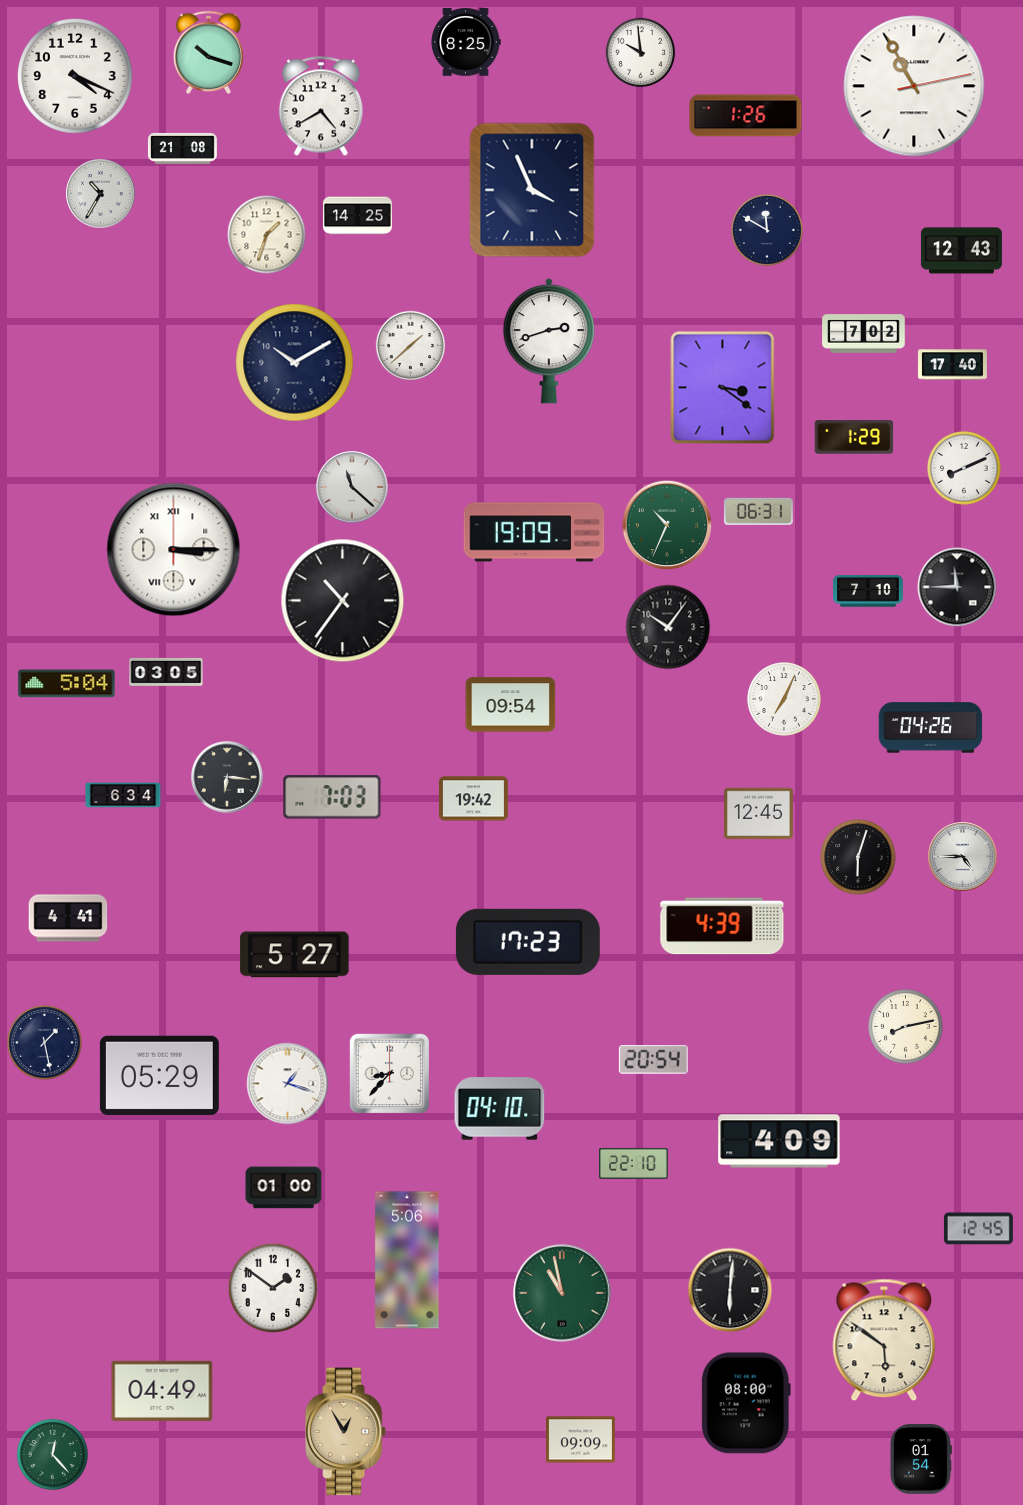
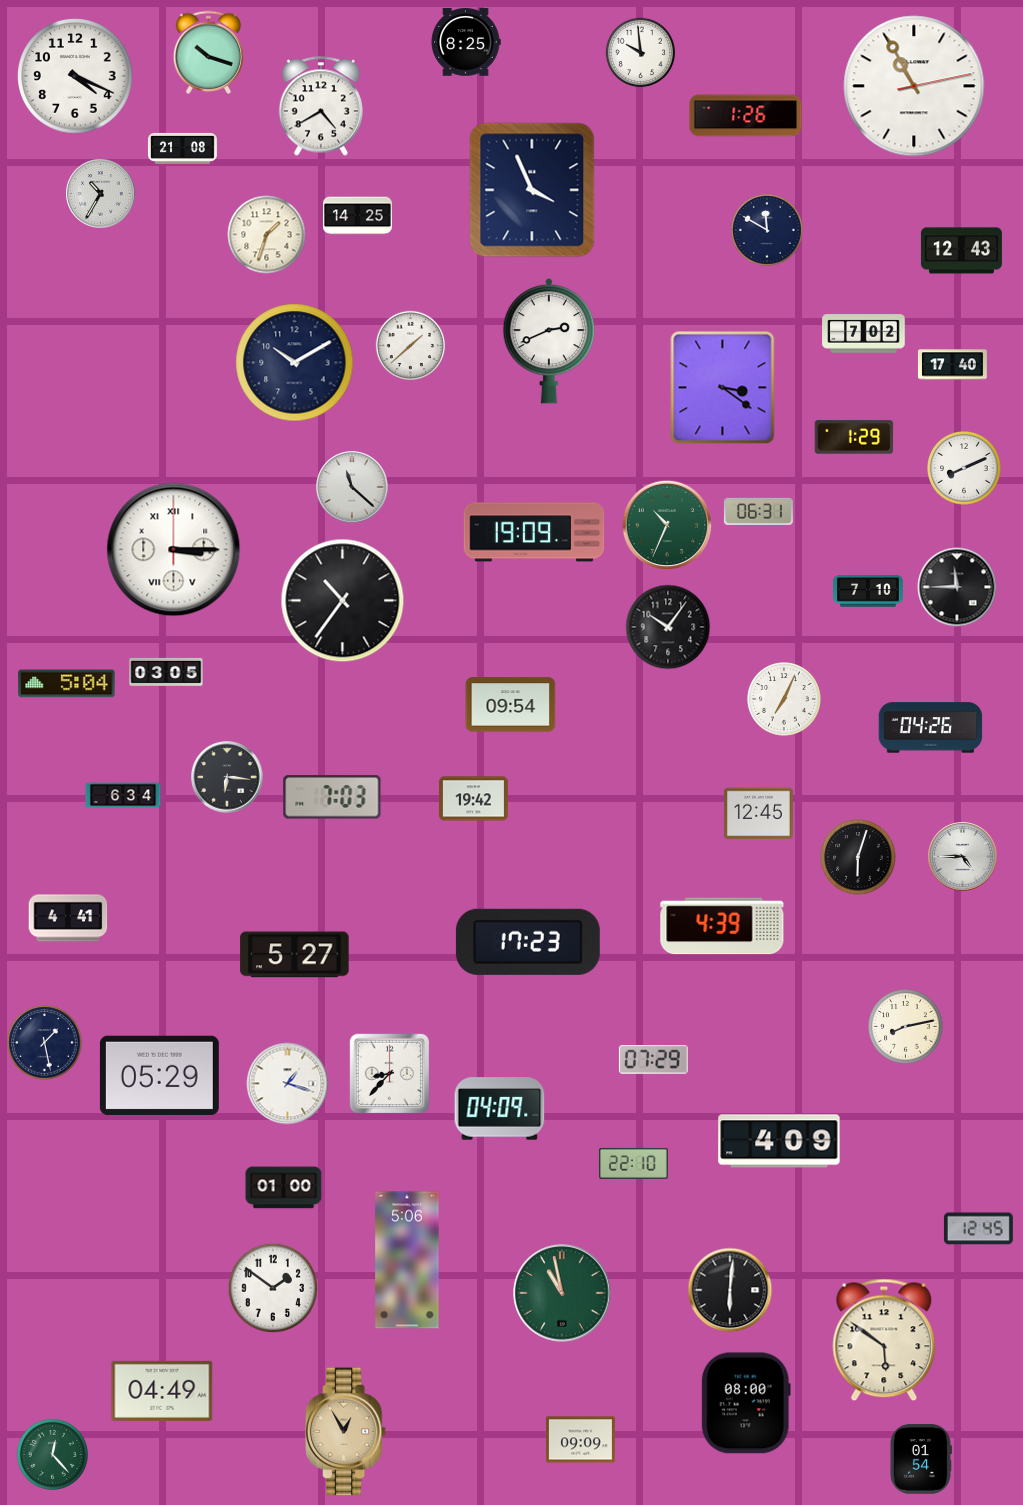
clock at (549, 341): 2:42 -> 2:41
clock at (653, 1060): 20:54 -> 07:29
clock at (500, 1109): 04:10 -> 04:09
